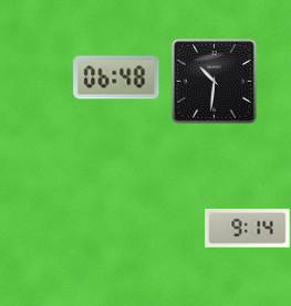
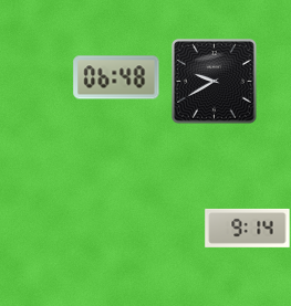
clock at (215, 82): 10:31 -> 9:40
